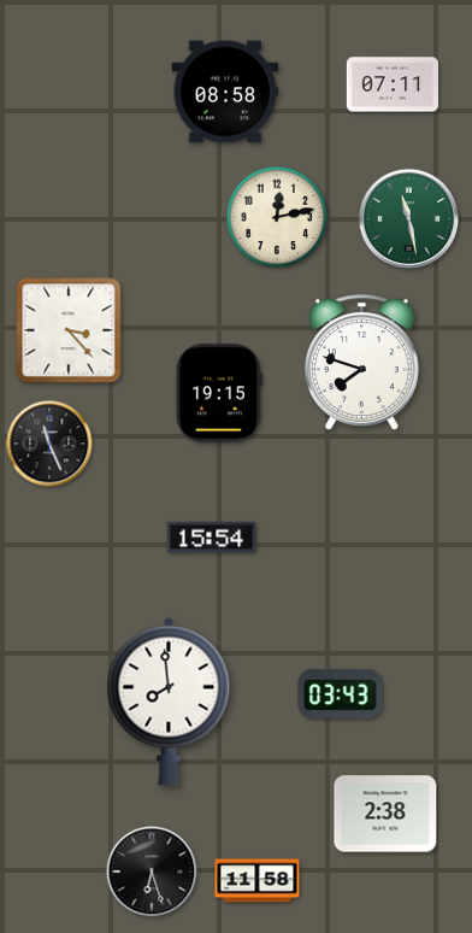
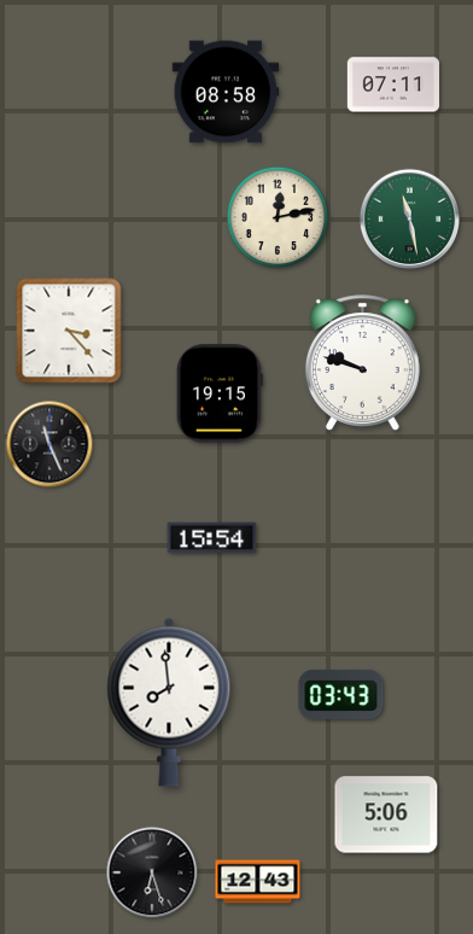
clock at (361, 363): 7:48 -> 9:48
clock at (385, 814): 2:38 -> 5:06
clock at (258, 881): 11:58 -> 12:43
